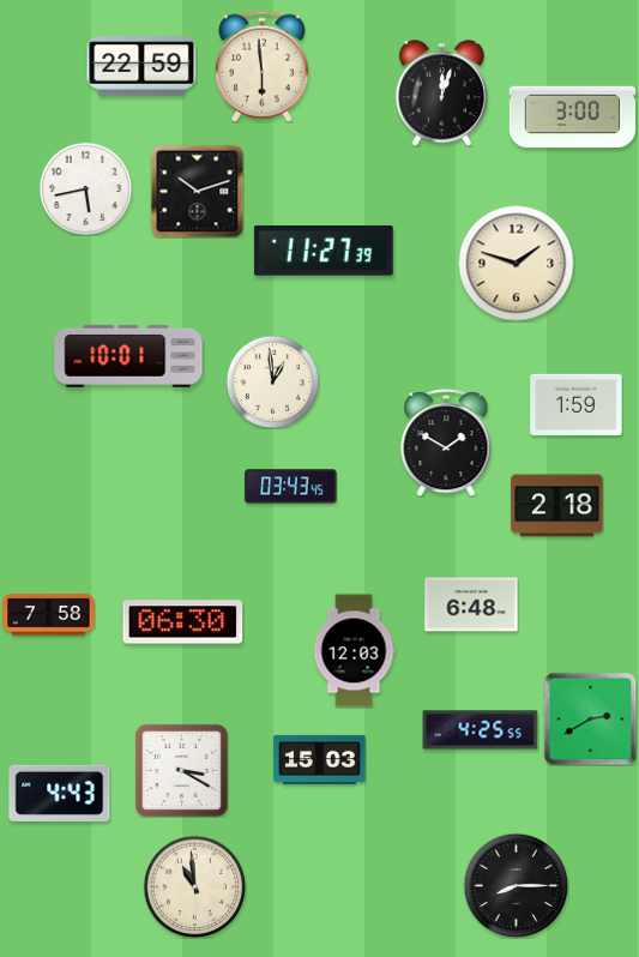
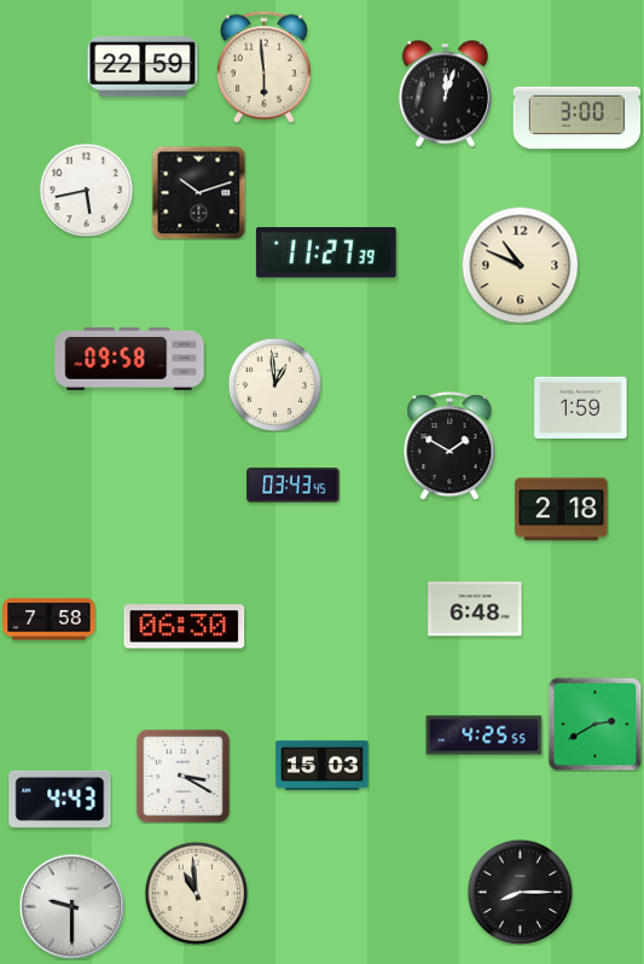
clock at (516, 263): 1:48 -> 10:49
clock at (128, 356): 10:01 -> 09:58
clock at (291, 487) position: (291, 487) -> (294, 486)
clock at (354, 651): 12:03 -> none
clock at (71, 906): none -> 9:30
